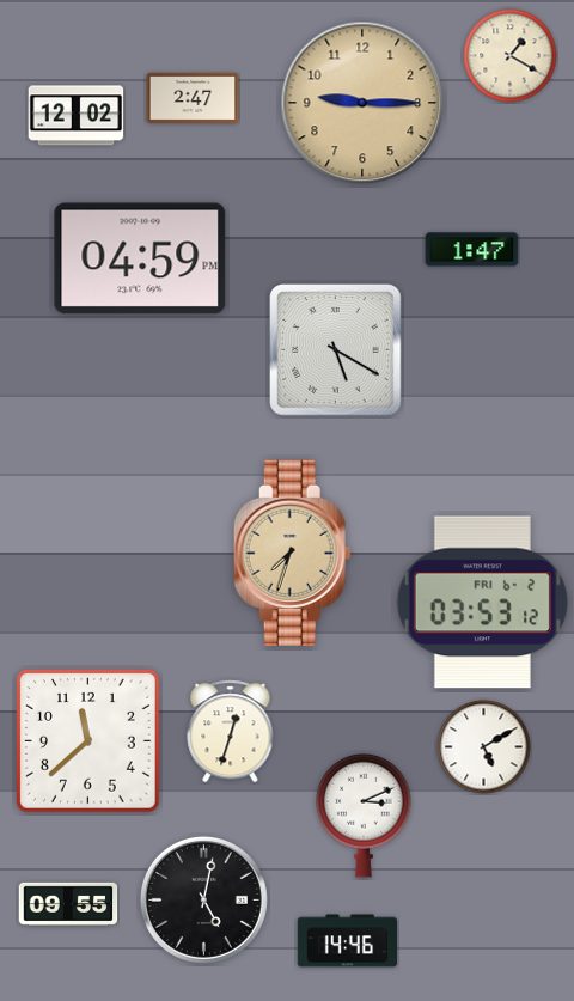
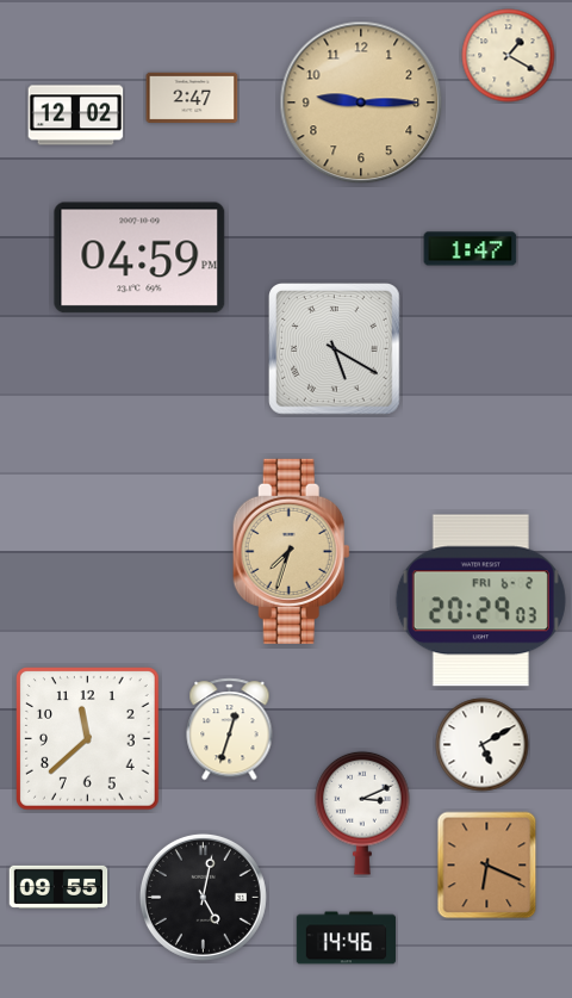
clock at (482, 603): 03:53 -> 20:29
clock at (487, 866): none -> 6:19
clock at (68, 904) position: (68, 904) -> (58, 887)
